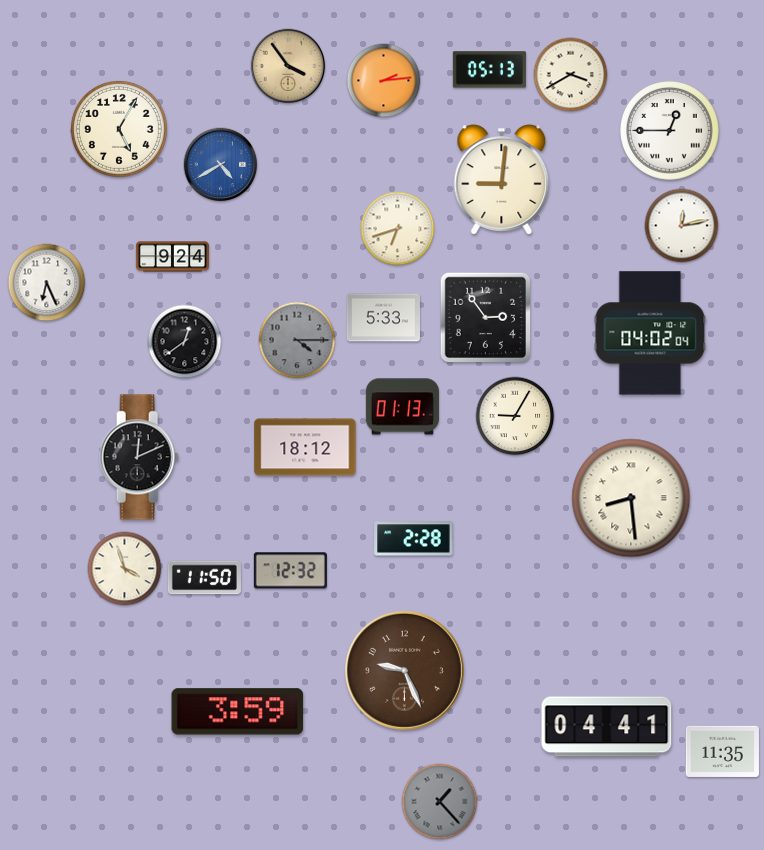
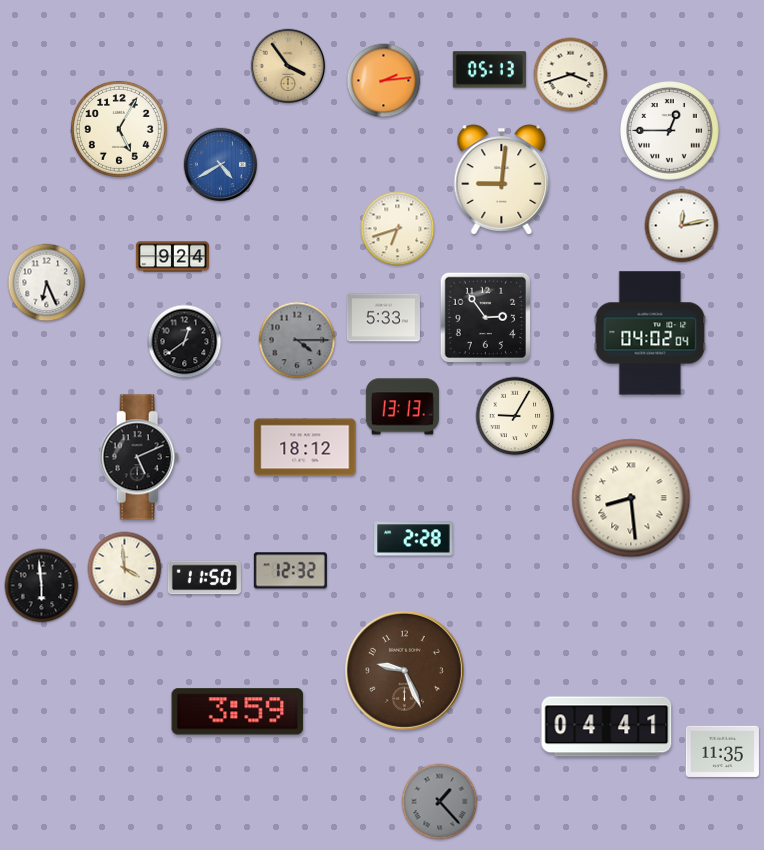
clock at (571, 75): 3:40 -> 3:42
clock at (402, 407): 01:13 -> 13:13
clock at (139, 457): 12:11 -> 5:11
clock at (125, 569): 3:57 -> 3:59
clock at (42, 586): none -> 5:59
